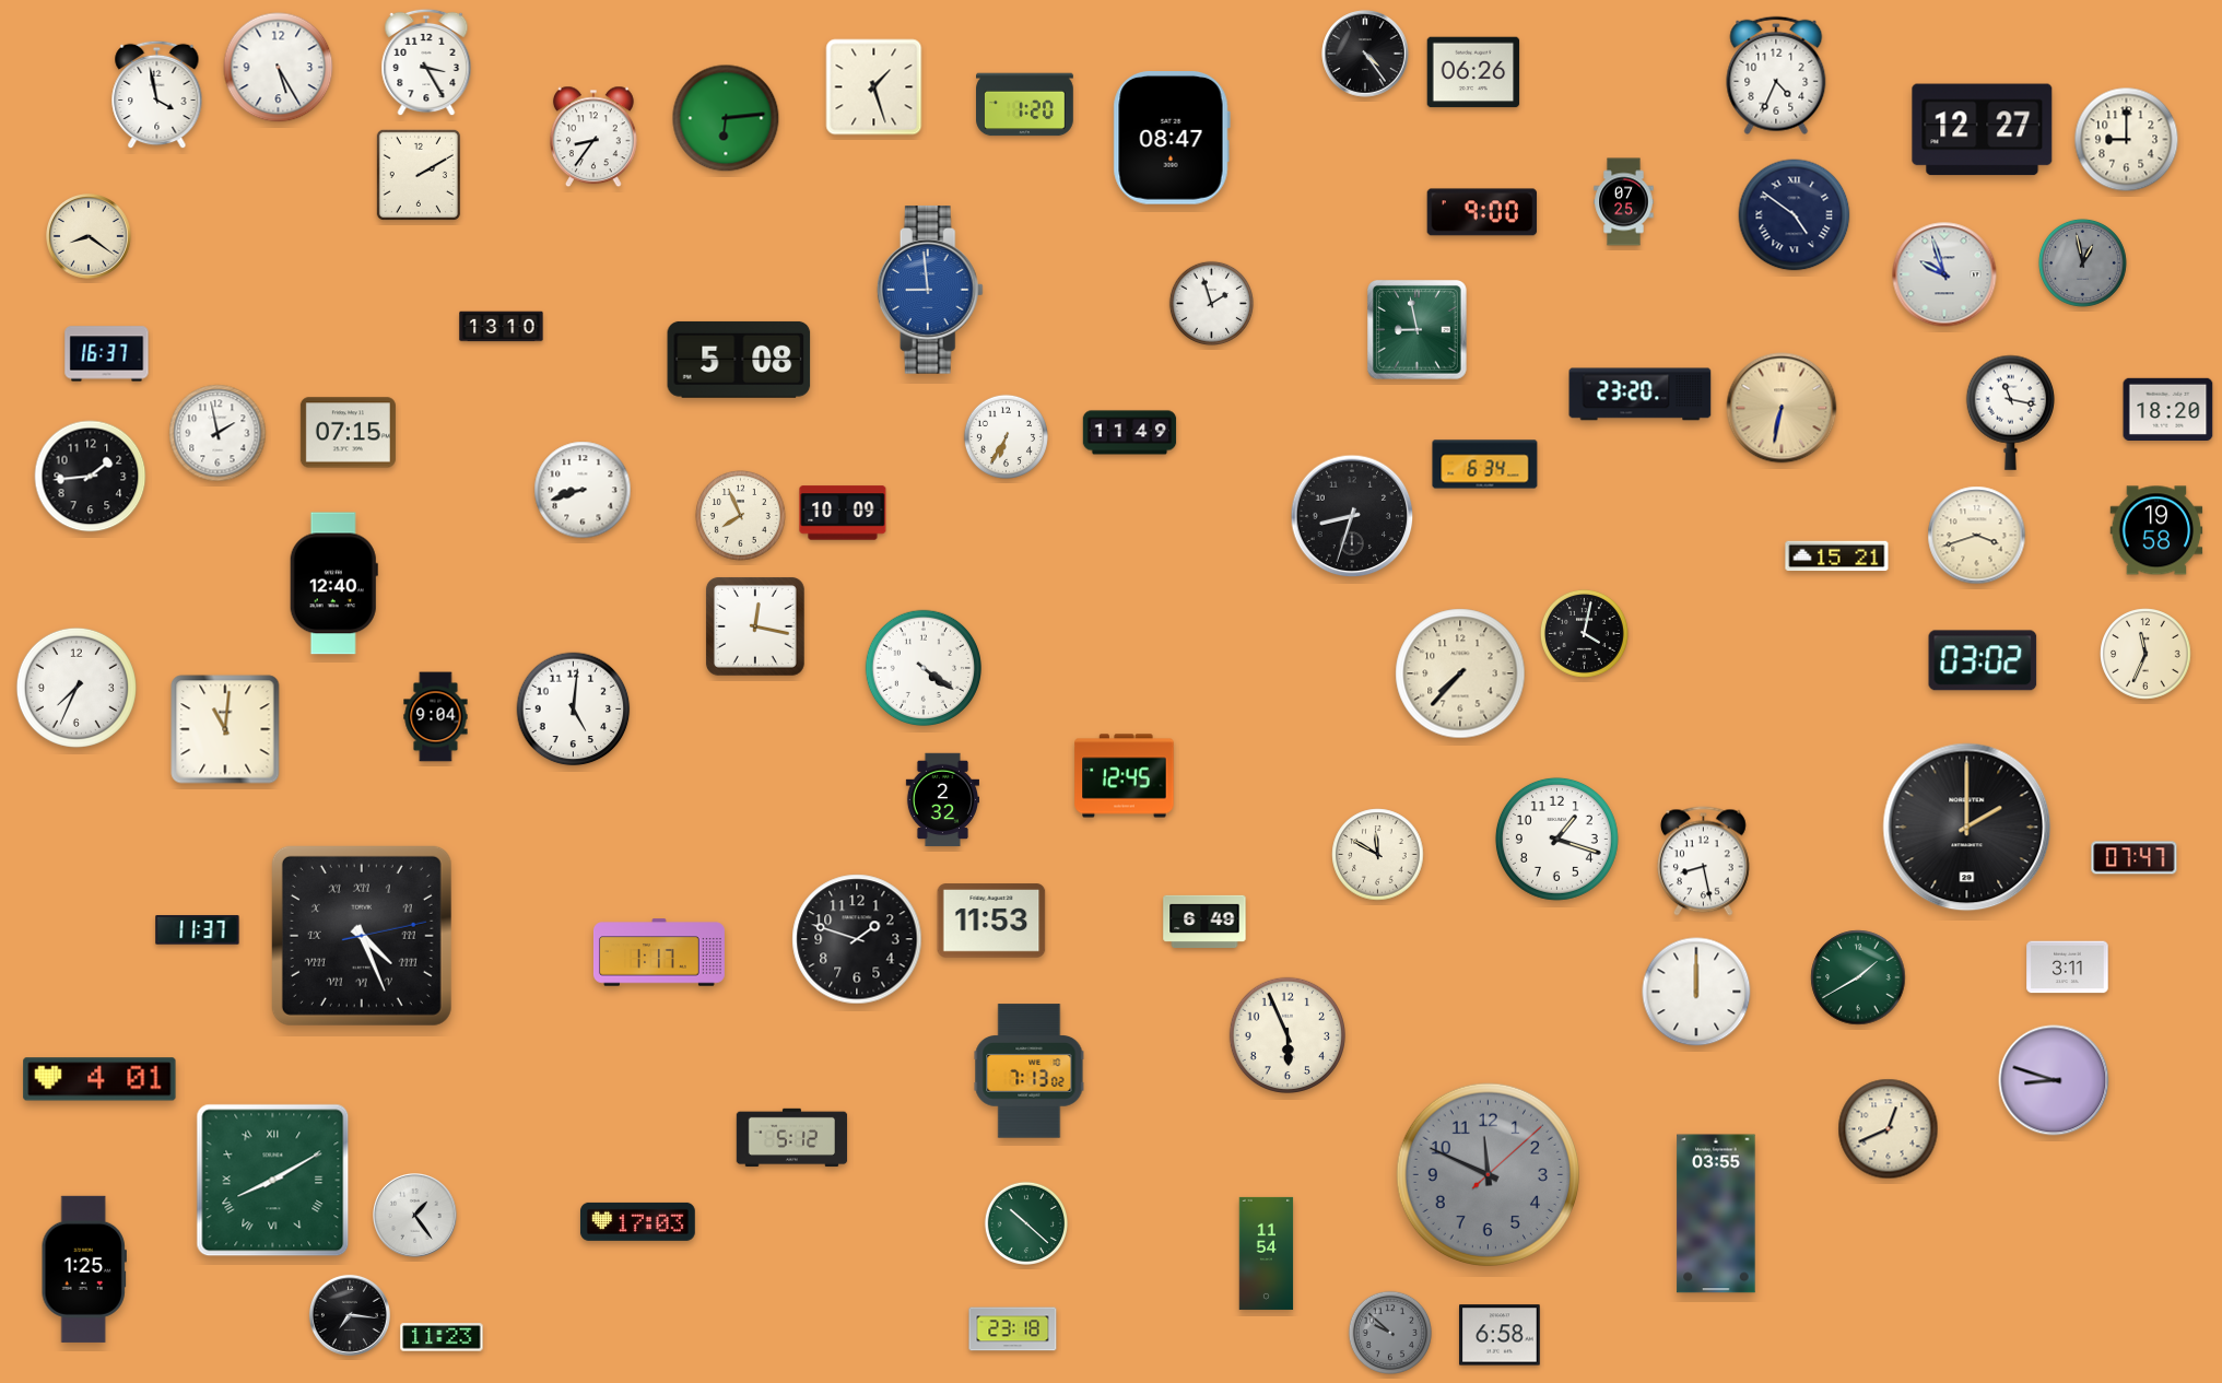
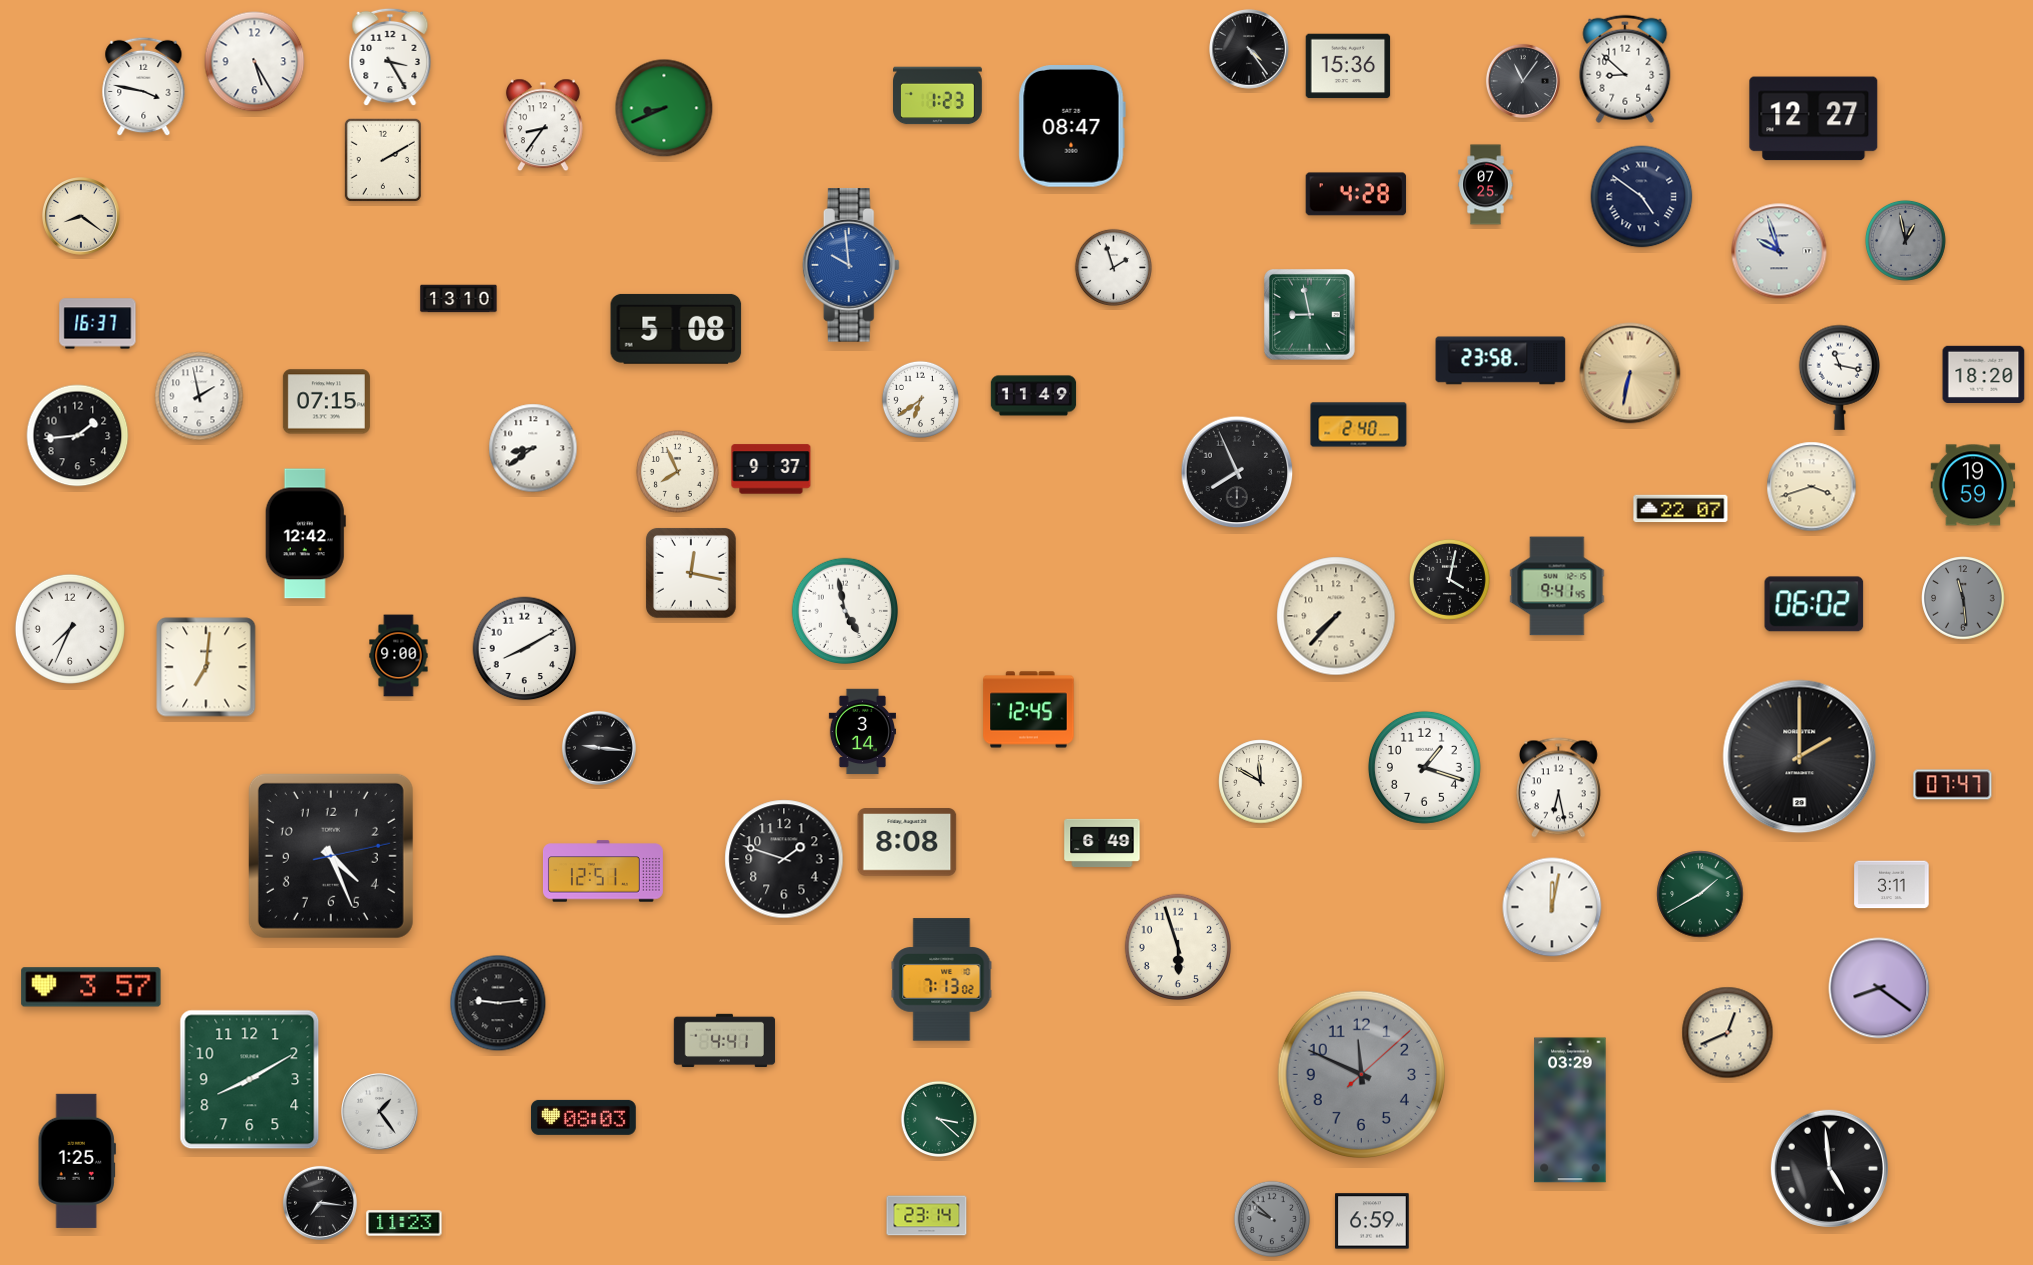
clock at (1473, 72): 06:26 -> 15:36
clock at (1776, 75): 4:34 -> 8:52
clock at (874, 87): 1:27 -> none
clock at (1523, 81): none -> 11:06
clock at (157, 95): 3:58 -> 3:47
clock at (1025, 105): 1:20 -> 1:23
clock at (726, 118): 6:14 -> 8:41
clock at (2127, 140): 9:00 -> none
clock at (1482, 212): 9:00 -> 4:28
clock at (930, 290): 8:59 -> 9:59
clock at (1211, 303) position: (1211, 303) -> (1113, 267)
clock at (1418, 330) position: (1418, 330) -> (1310, 315)
clock at (1641, 395): 23:20 -> 23:58
clock at (348, 433) position: (348, 433) -> (326, 402)
clock at (1006, 436): 6:35 -> 6:39
clock at (1485, 465): 6:34 -> 2:40
clock at (91, 477) position: (91, 477) -> (78, 436)
clock at (583, 490): 8:42 -> 8:39
clock at (843, 513): 10:09 -> 9:37
clock at (1352, 516): 8:33 -> 7:56
clock at (2156, 530): 19:58 -> 19:59
clock at (1977, 536) position: (1977, 536) -> (1812, 487)
clock at (1837, 556): 15:21 -> 22:07
clock at (333, 584): 12:40 -> 12:42
clock at (1557, 586): none -> 9:41
clock at (2145, 654): 11:34 -> 11:29
clock at (2145, 654) dial: cream -> grey
clock at (1983, 660): 03:02 -> 06:02
clock at (922, 667): 4:21 -> 4:58
clock at (574, 710): 5:01 -> 8:10
clock at (436, 717): 9:04 -> 9:00
clock at (225, 729): 11:01 -> 7:01
clock at (942, 800): 2:32 -> 3:14
clock at (599, 748): none -> 9:16
clock at (1704, 862): 8:28 -> 6:28
clock at (991, 921): 11:53 -> 8:08
clock at (198, 930): 11:37 -> none
clock at (362, 936) numerals: Roman -> Arabic
clock at (659, 952): 1:17 -> 12:51
clock at (1696, 992): 12:00 -> 12:02
clock at (1286, 1034): 5:56 -> 5:57
clock at (99, 1079): 4:01 -> 3:57
clock at (2054, 1080): 8:48 -> 8:21
clock at (498, 1003): none -> 9:14
clock at (792, 1138): 5:12 -> 4:41
clock at (273, 1181) numerals: Roman -> Arabic
clock at (1716, 1214): 03:55 -> 03:29
clock at (637, 1221): 17:03 -> 08:03
clock at (1025, 1222): 10:22 -> 3:22
clock at (1267, 1253): 11:54 -> none
clock at (1829, 1168): none -> 4:59
clock at (1013, 1329): 23:18 -> 23:14
clock at (1500, 1335): 6:58 -> 6:59
